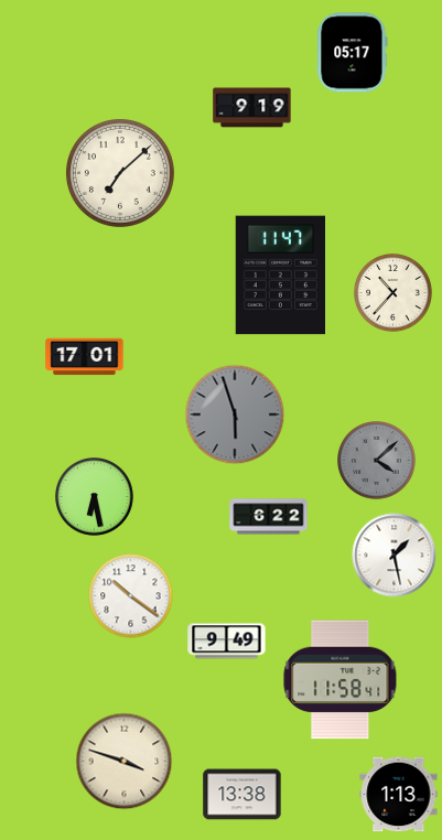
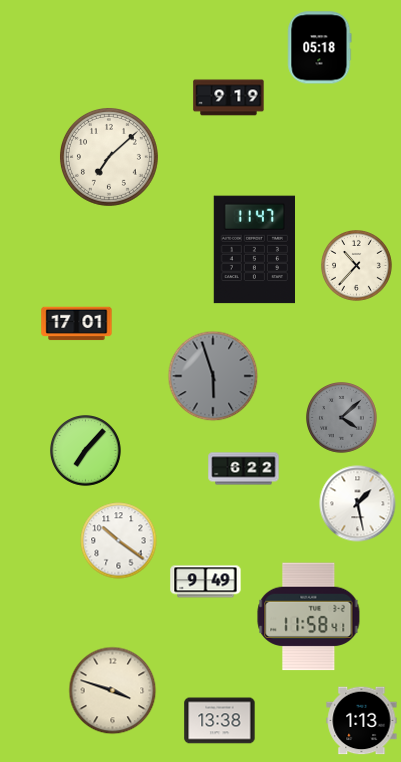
clock at (353, 53): 05:17 -> 05:18
clock at (95, 497): 6:28 -> 7:07
